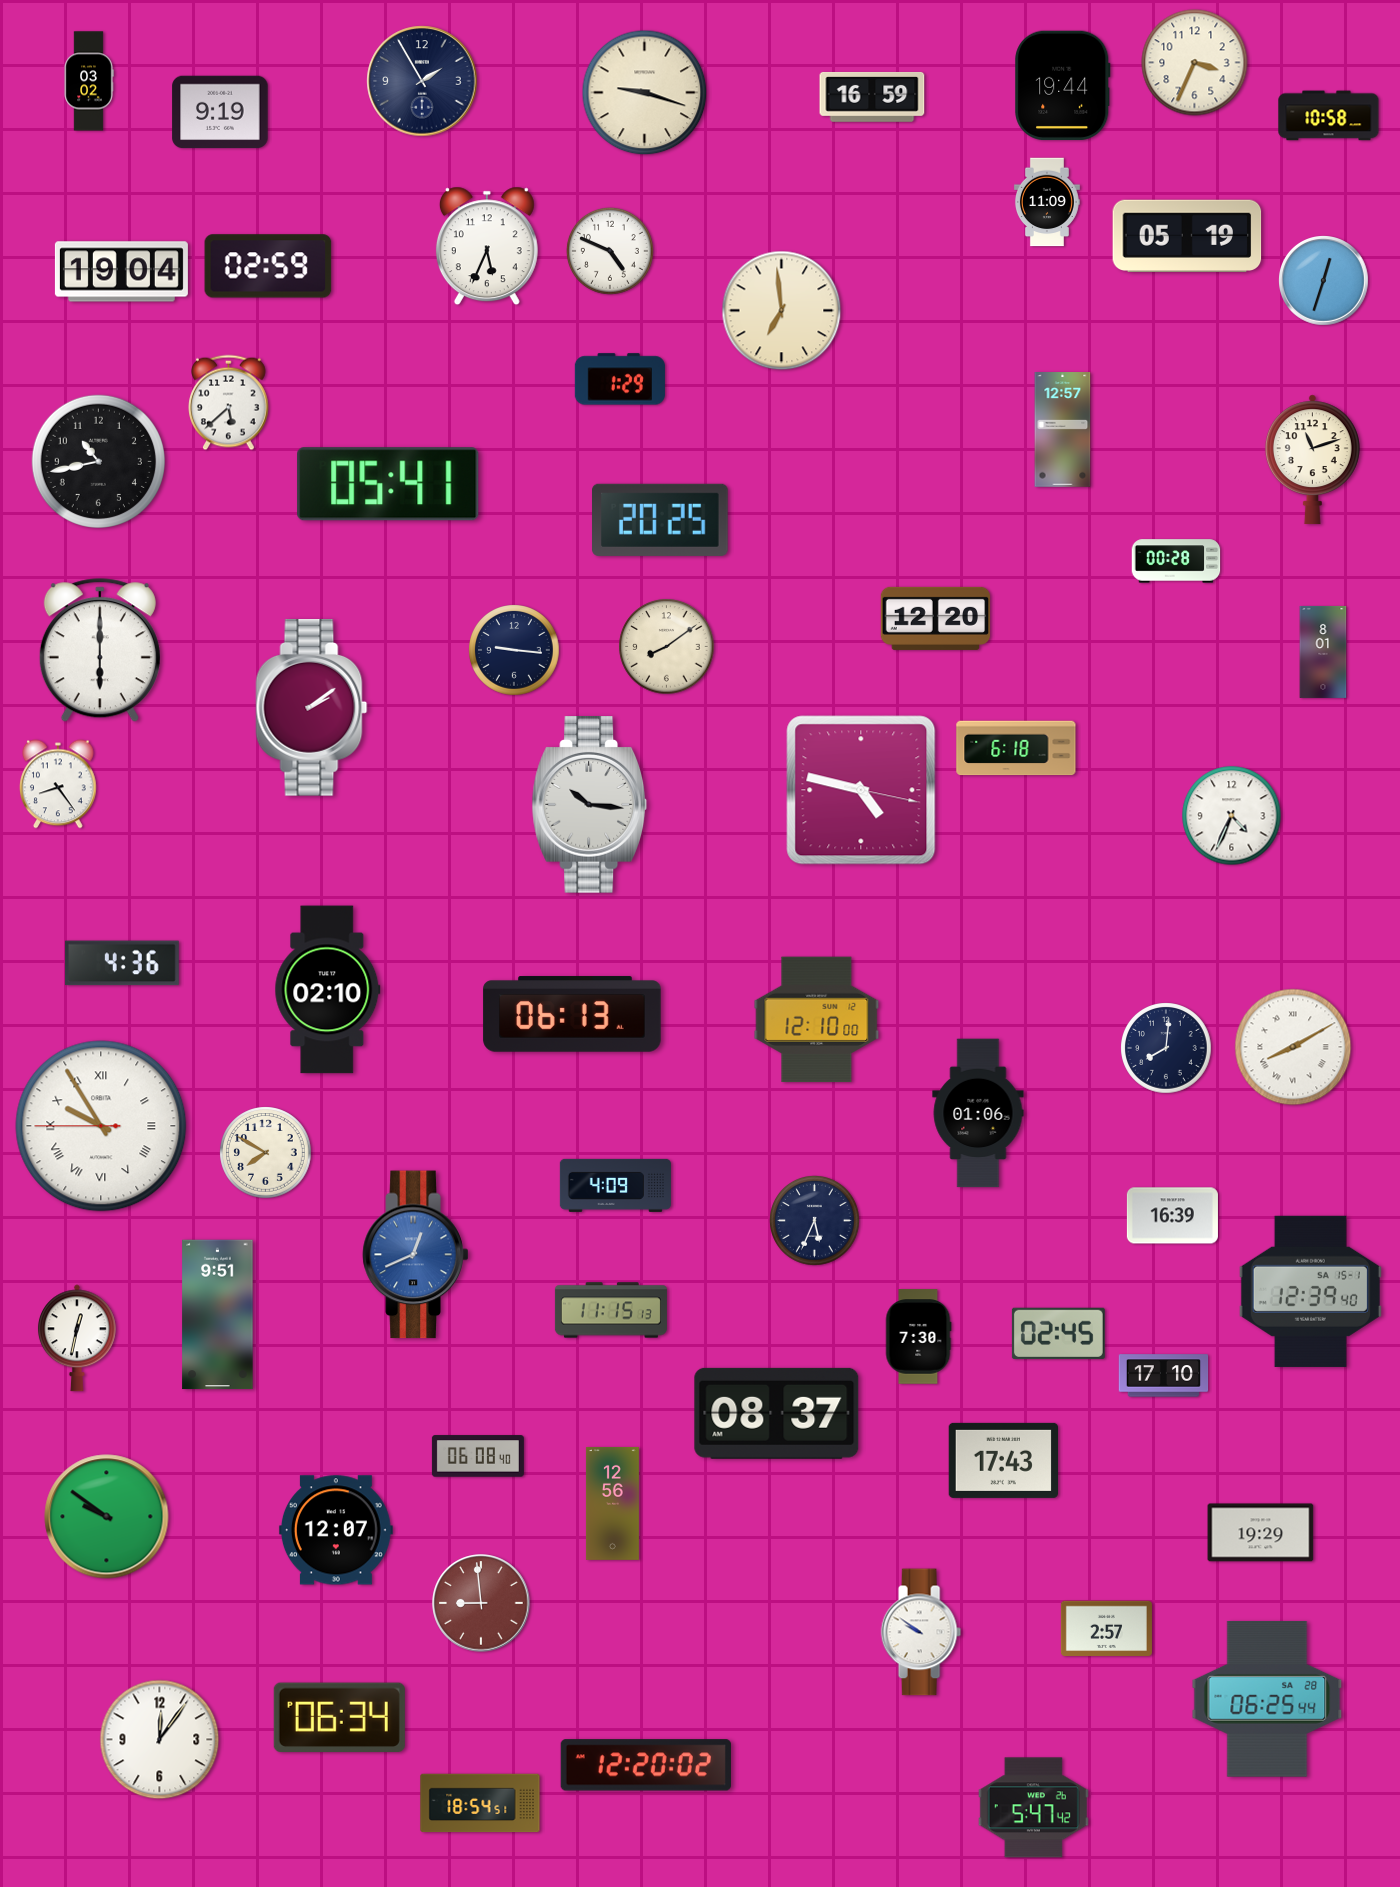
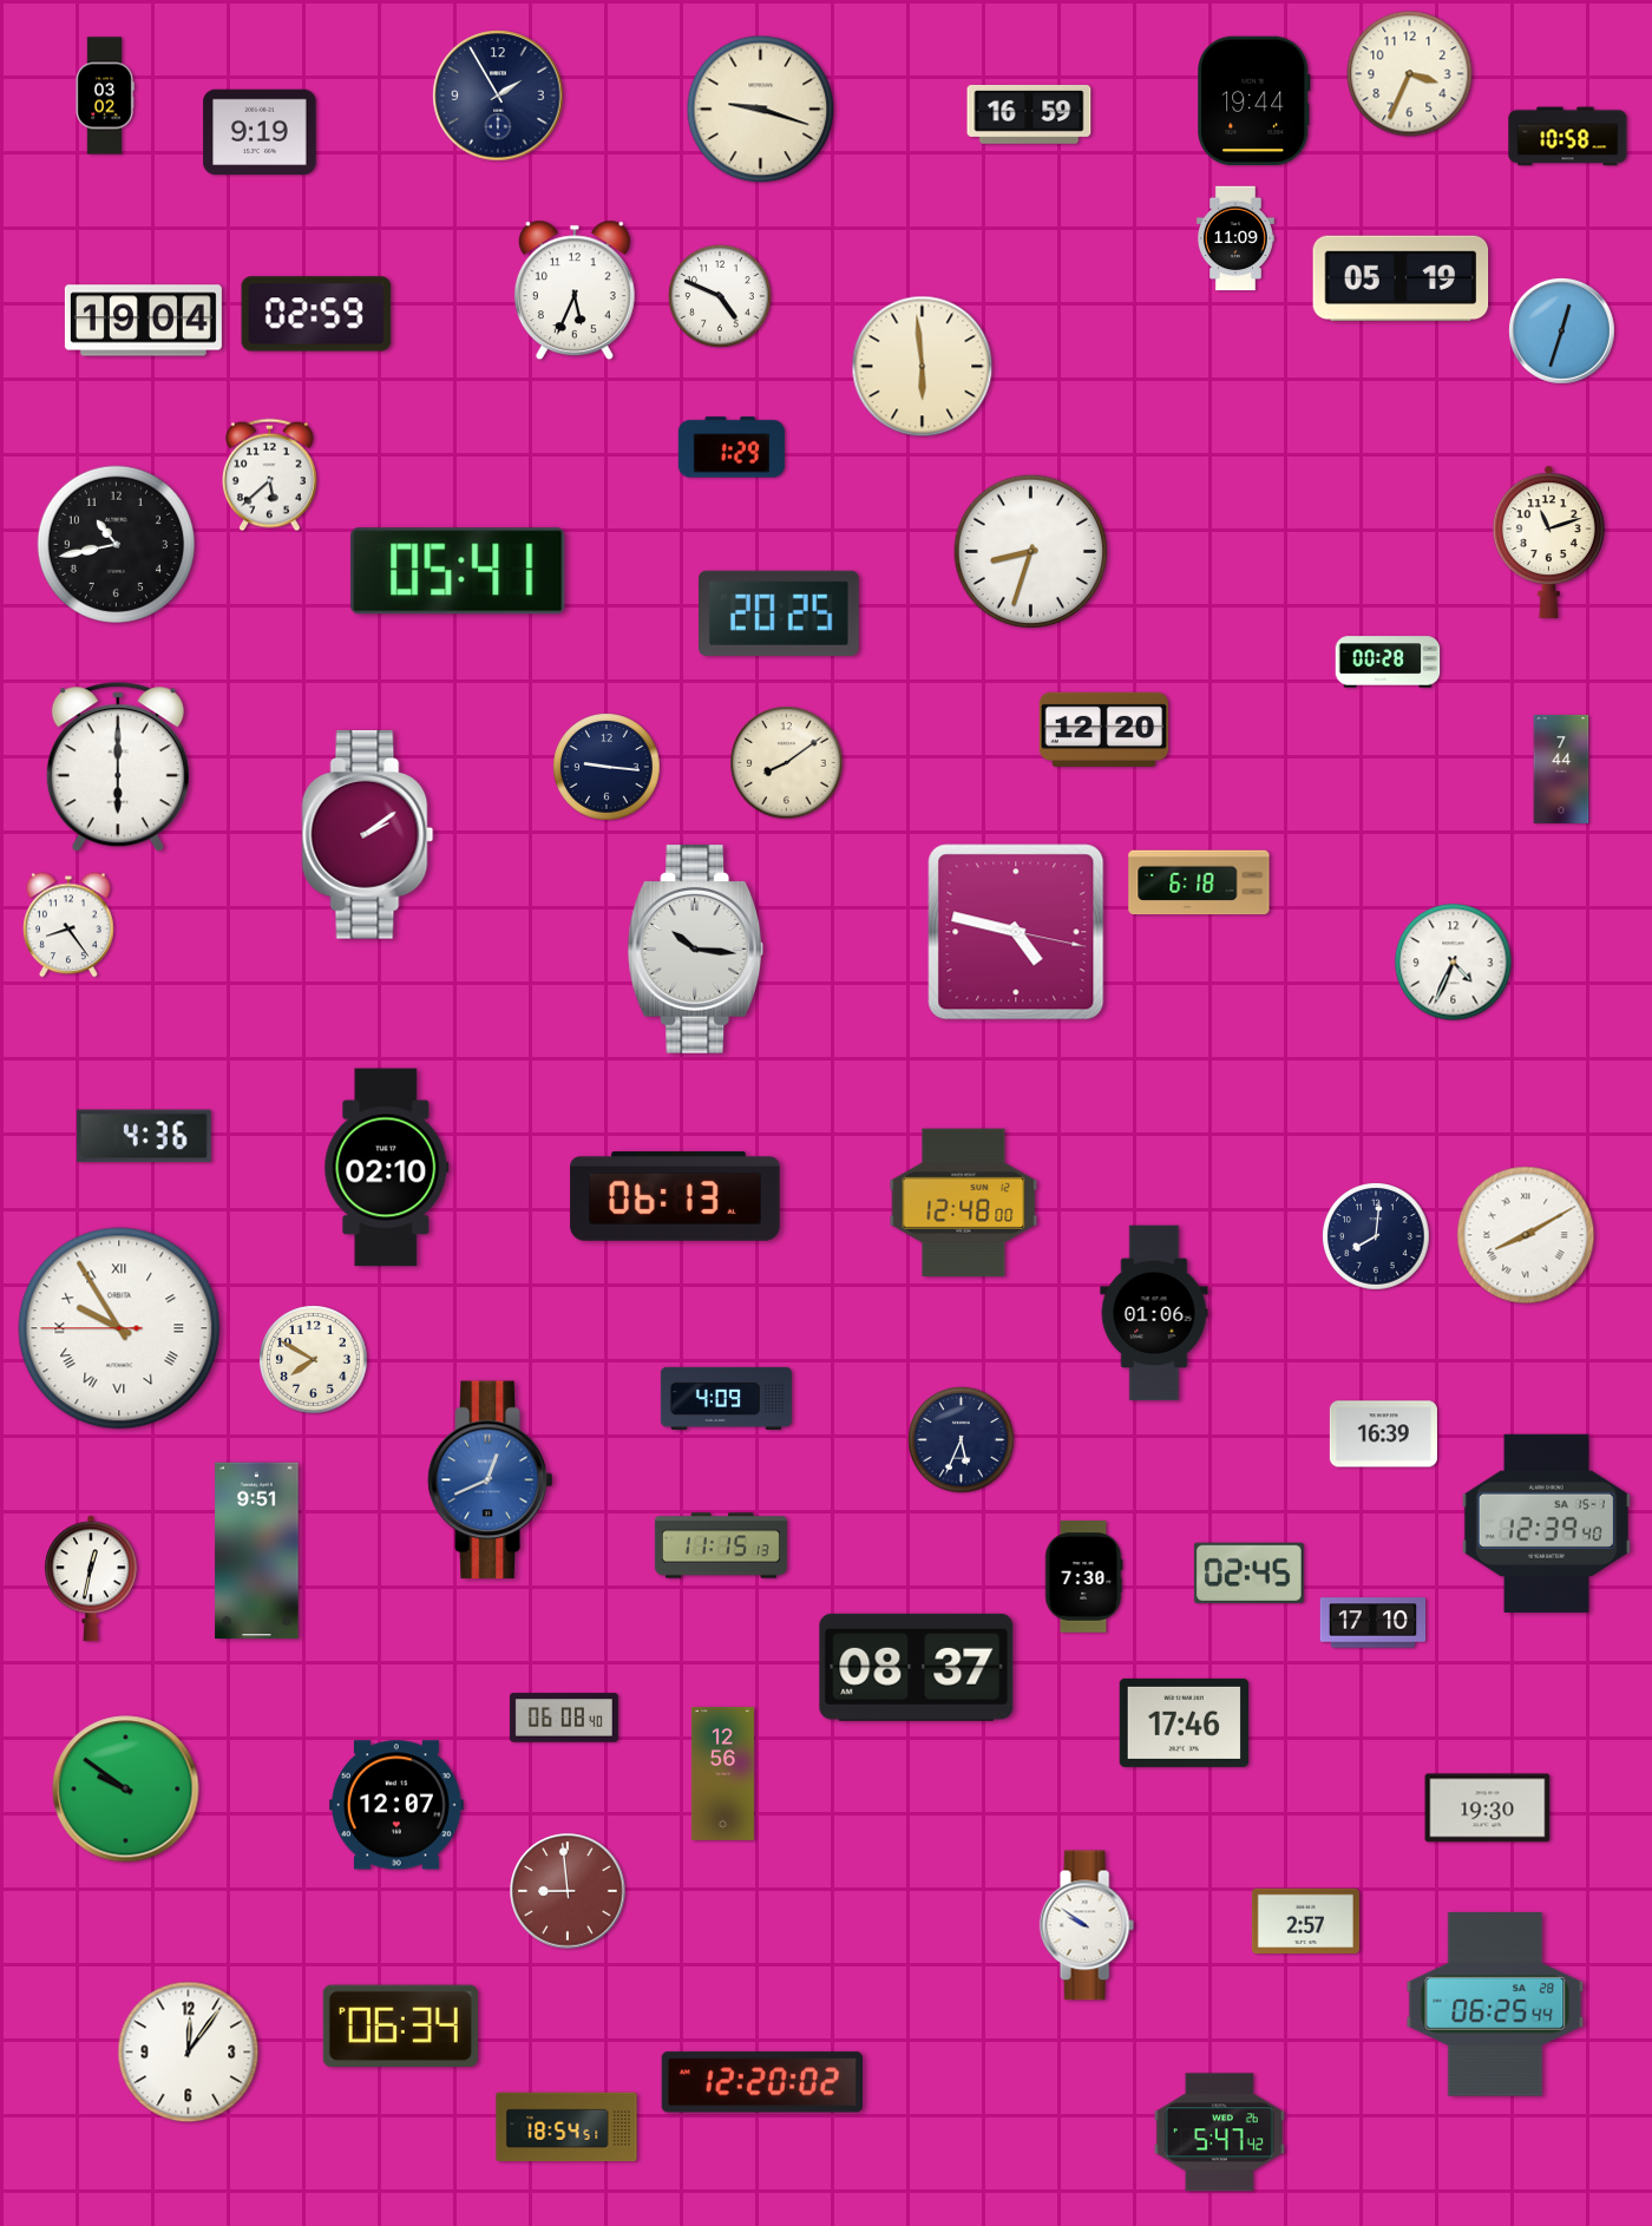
clock at (782, 311): 6:59 -> 5:59
clock at (1063, 430): 12:57 -> none
clock at (1031, 552): none -> 8:33
clock at (1323, 652): 8:01 -> 7:44
clock at (817, 1020): 12:10 -> 12:48
clock at (1003, 1460): 17:43 -> 17:46
clock at (1261, 1533): 19:29 -> 19:30
